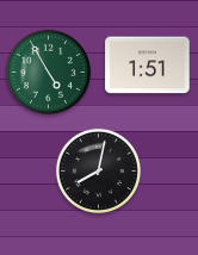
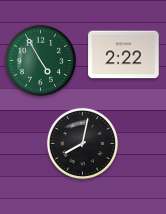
clock at (148, 66): 1:51 -> 2:22
